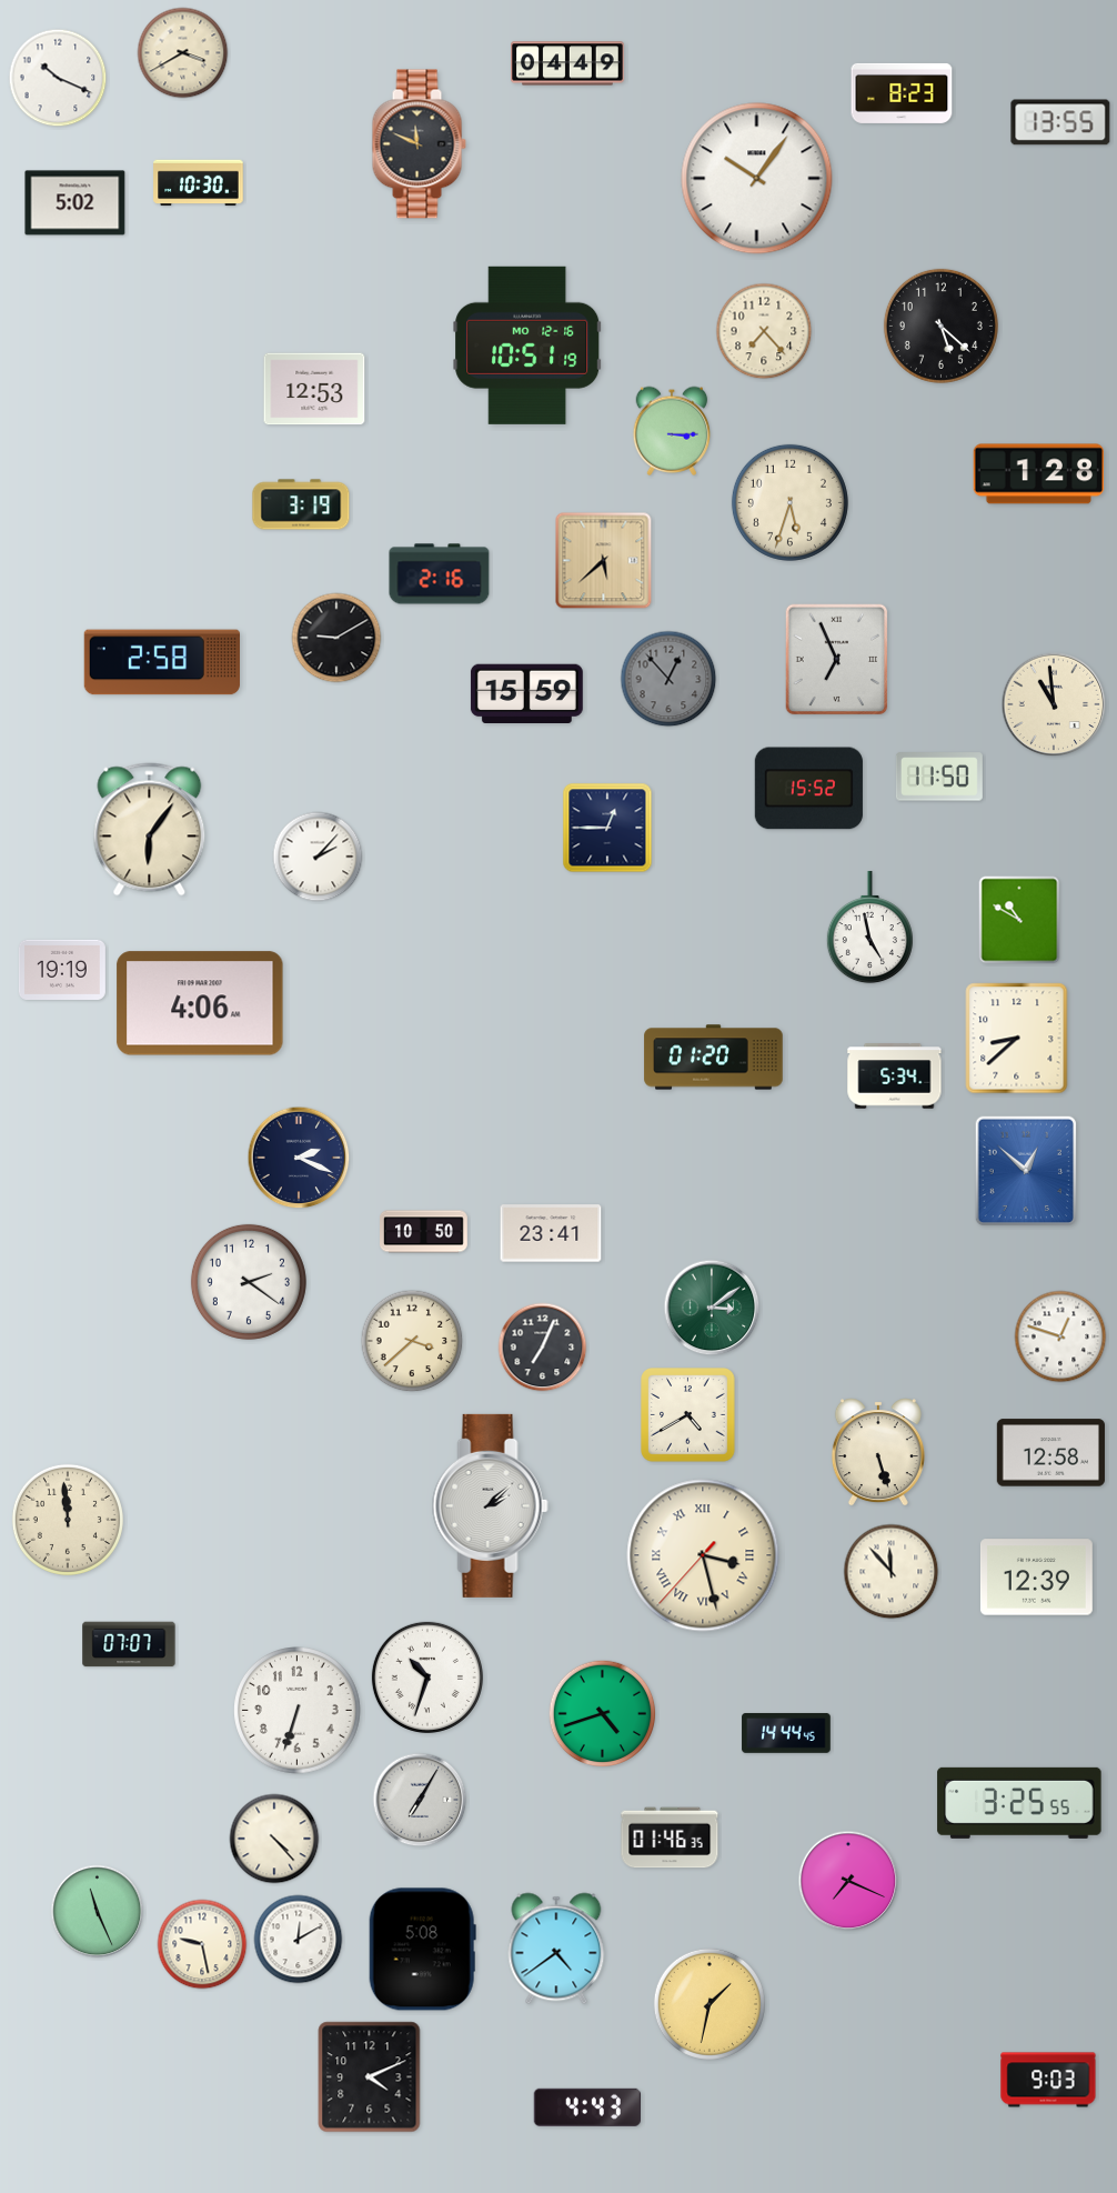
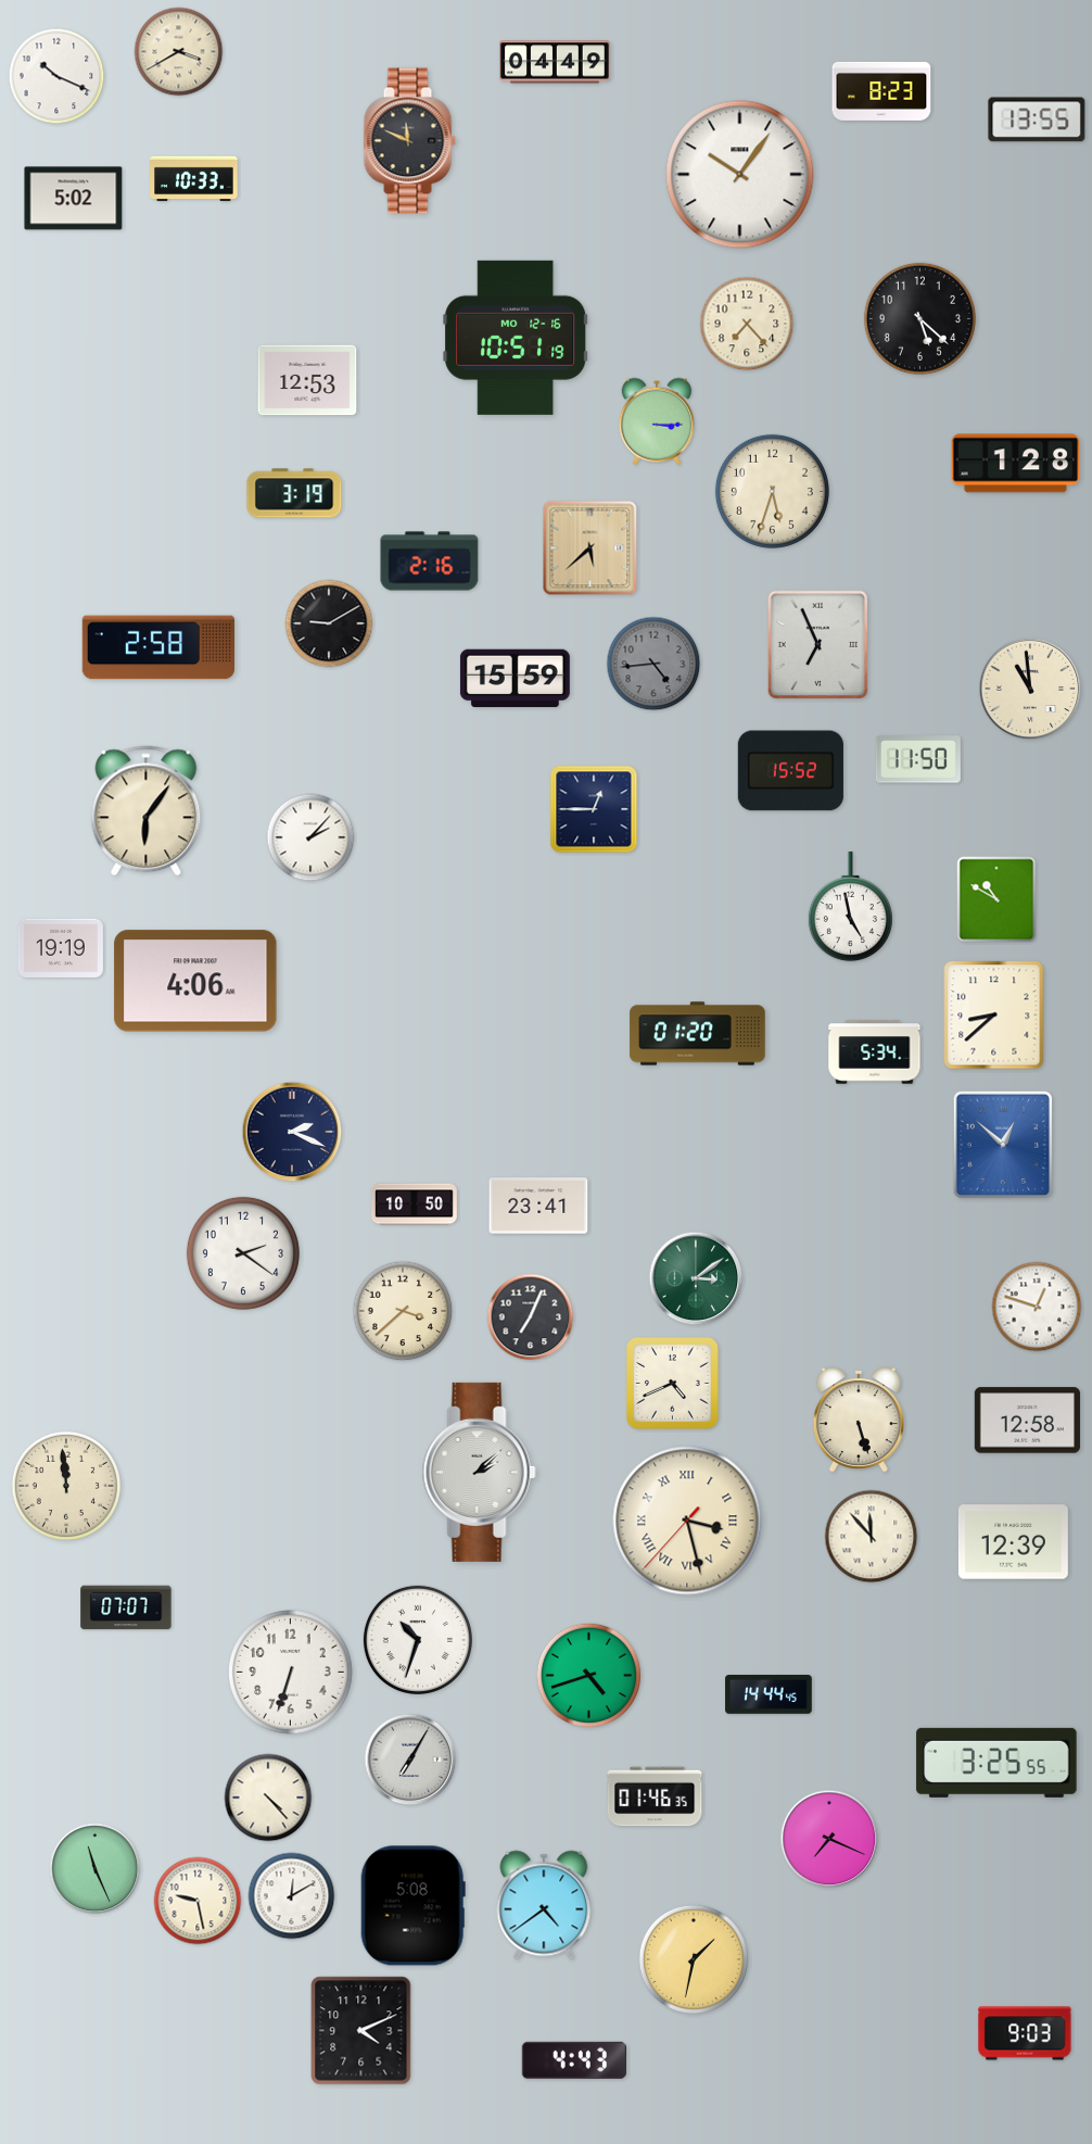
clock at (199, 183): 10:30 -> 10:33
clock at (668, 679): 12:53 -> 4:44
clock at (688, 1415): 4:40 -> 4:41
